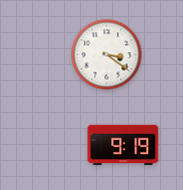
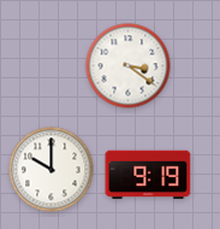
clock at (52, 170): none -> 10:00
